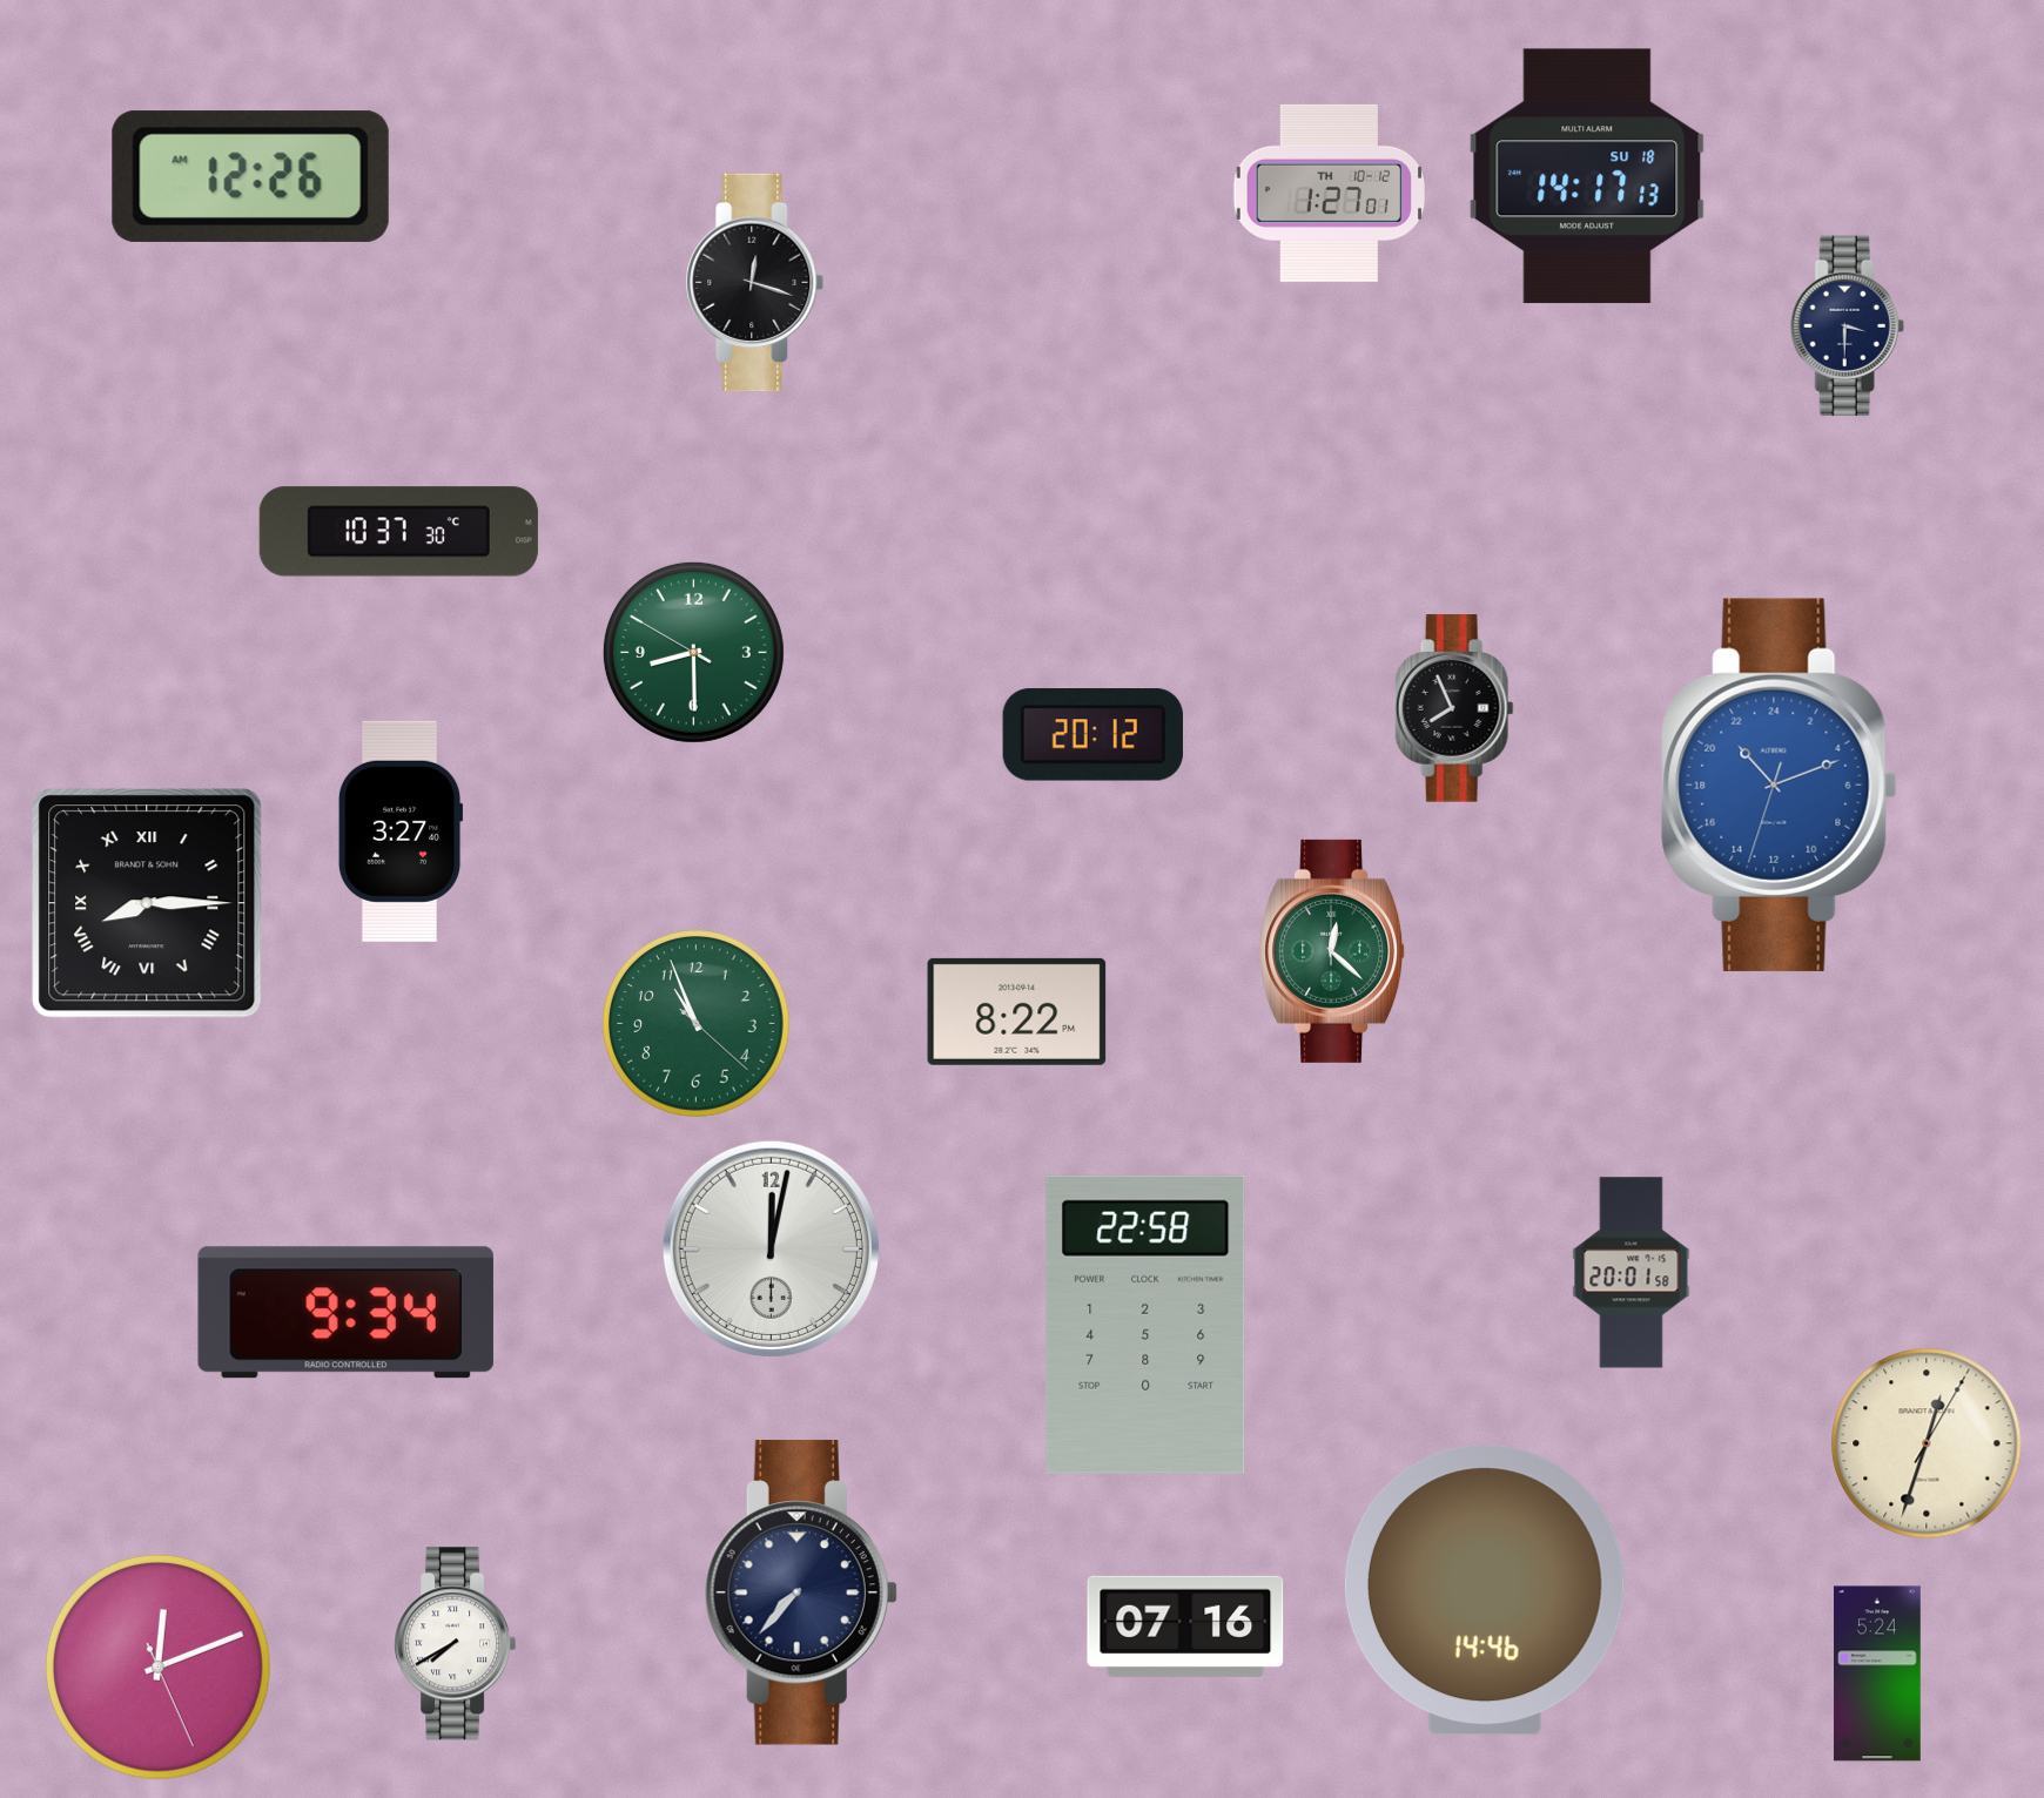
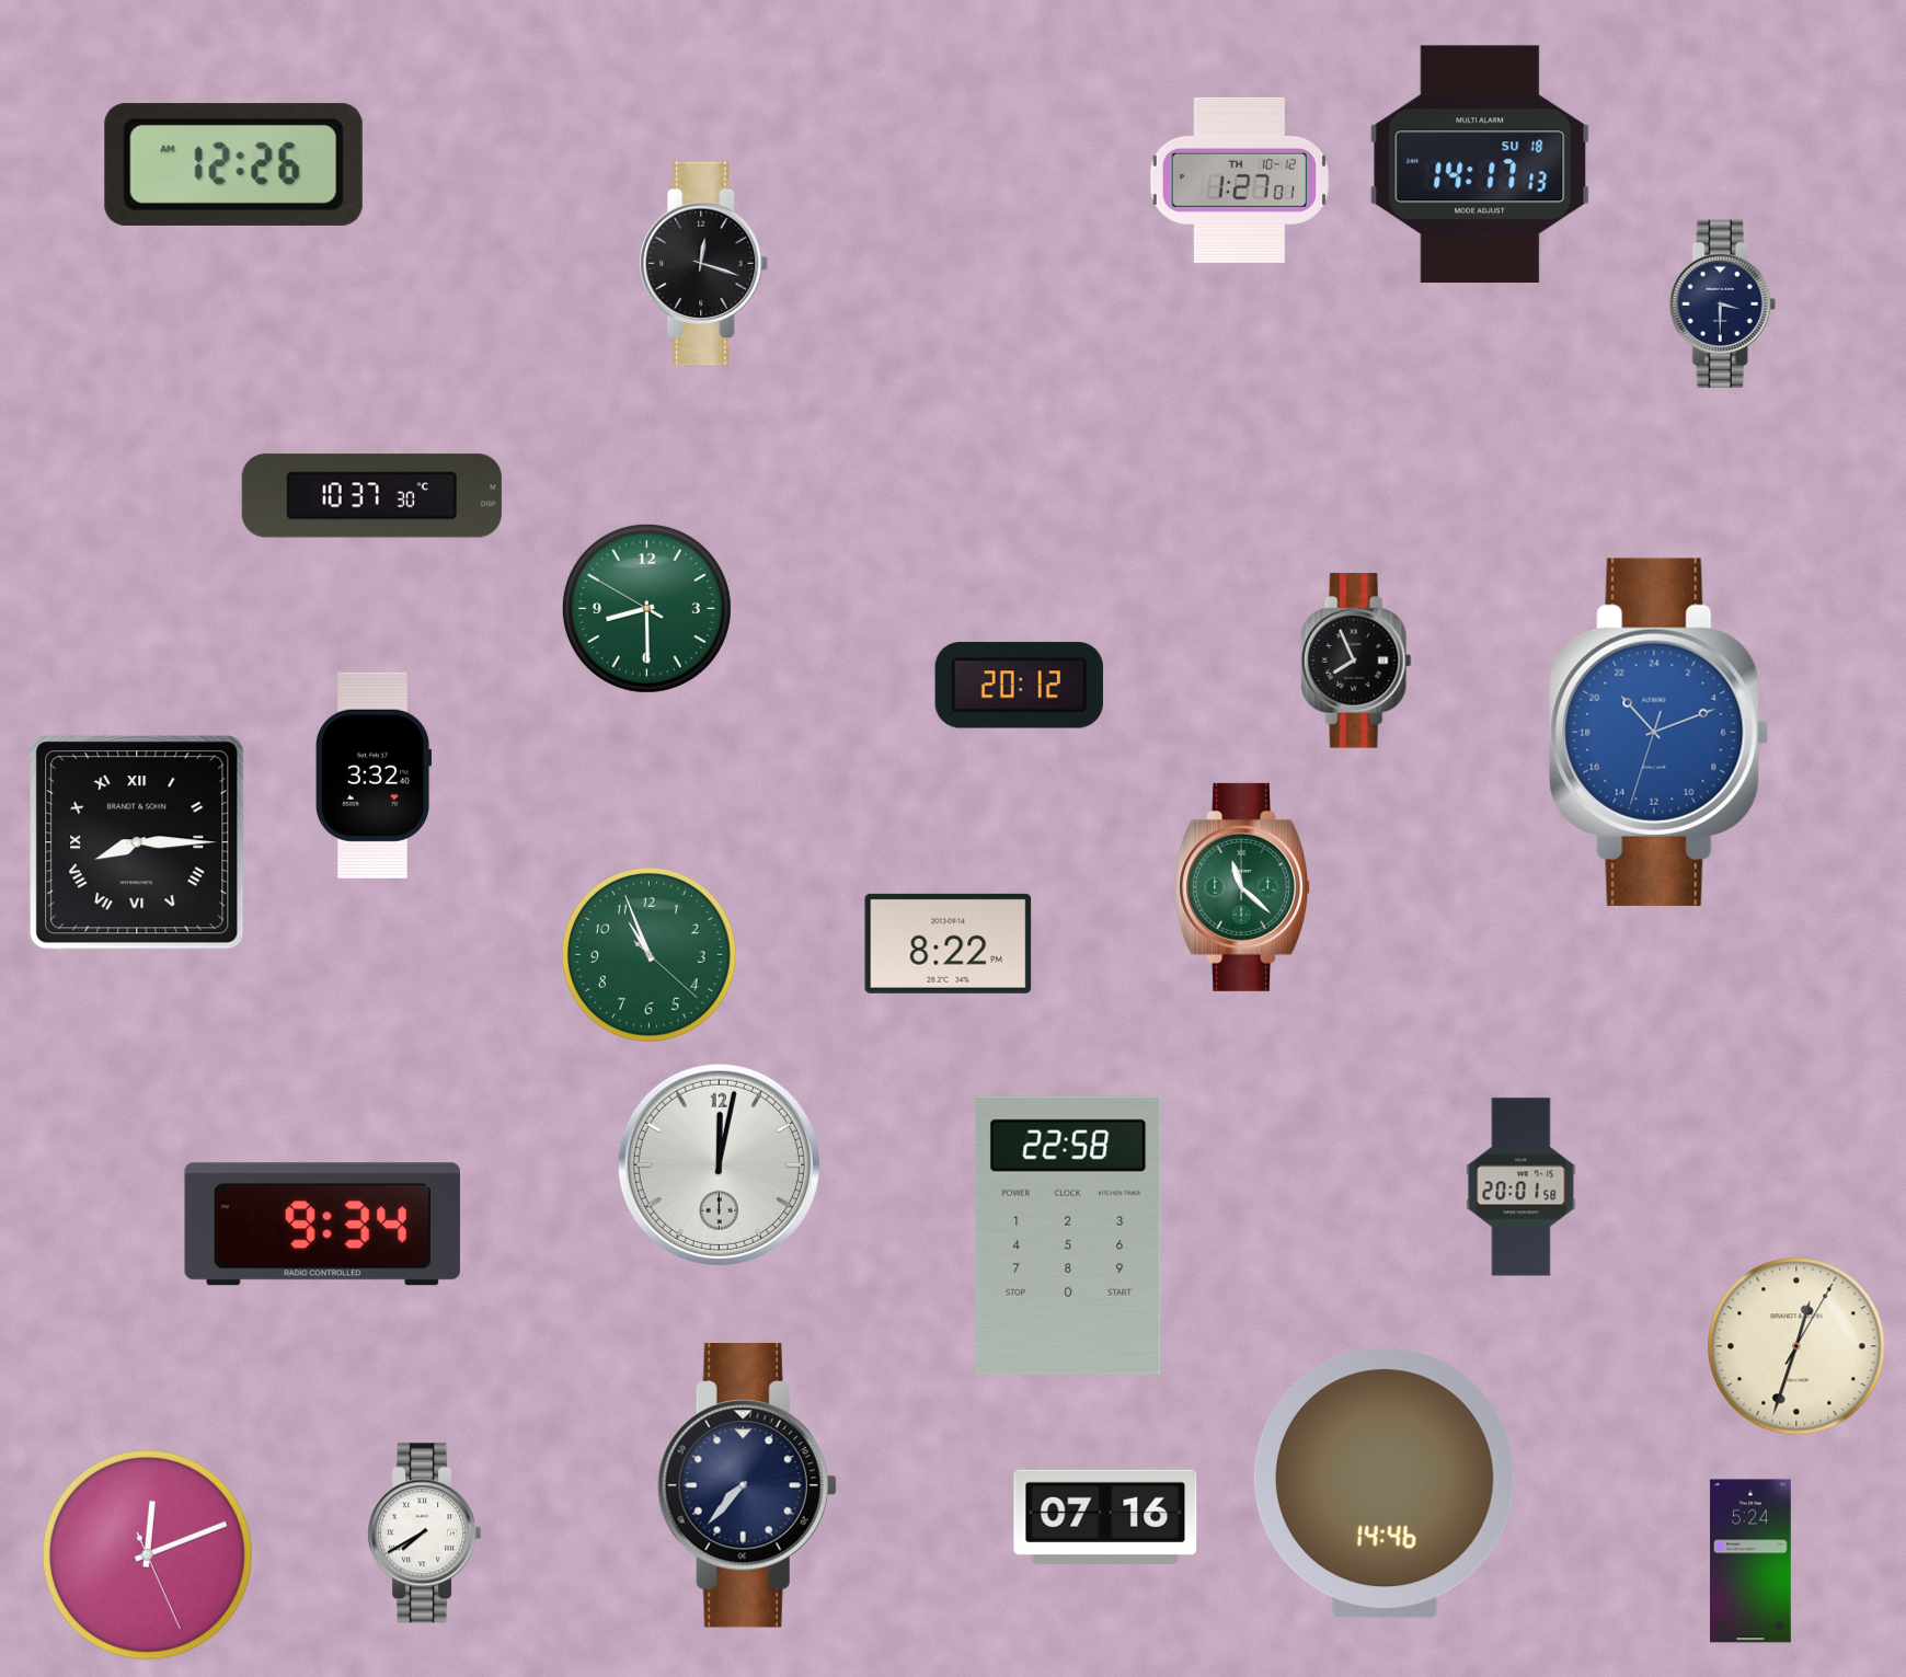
clock at (401, 831): 3:27 -> 3:32
clock at (1333, 951): 12:22 -> 11:22
